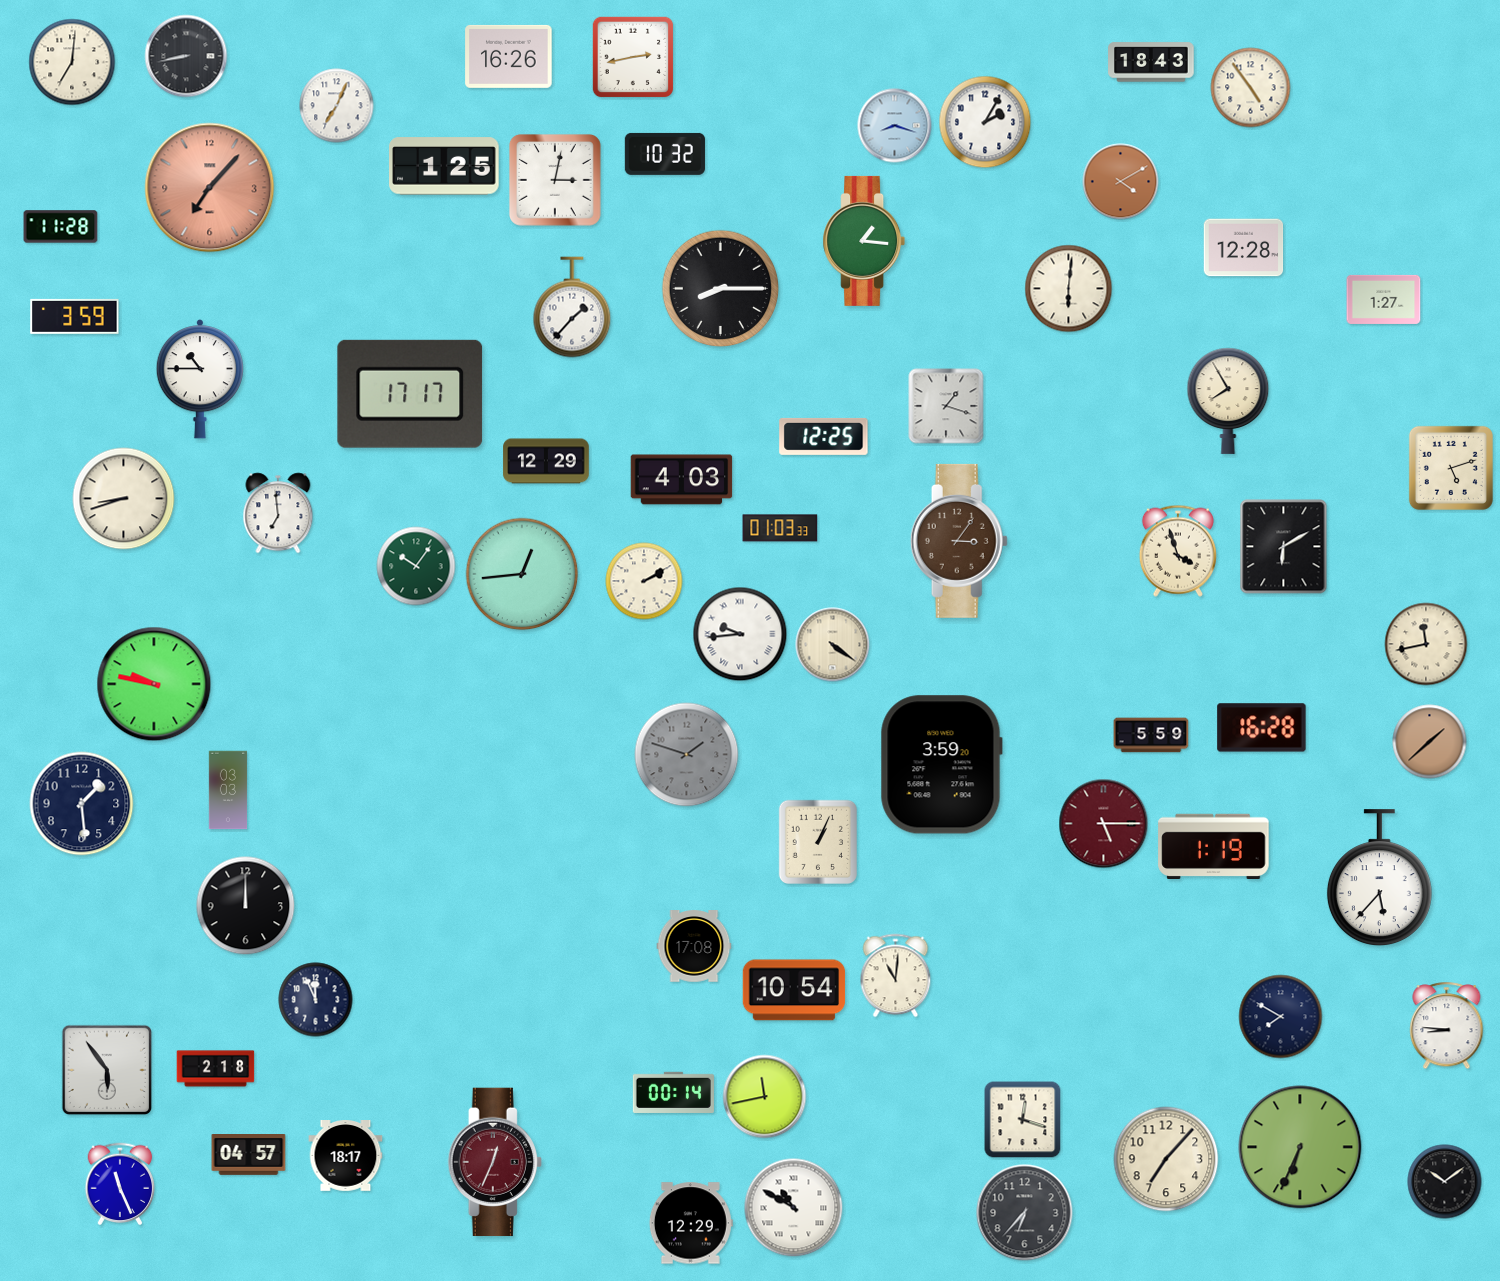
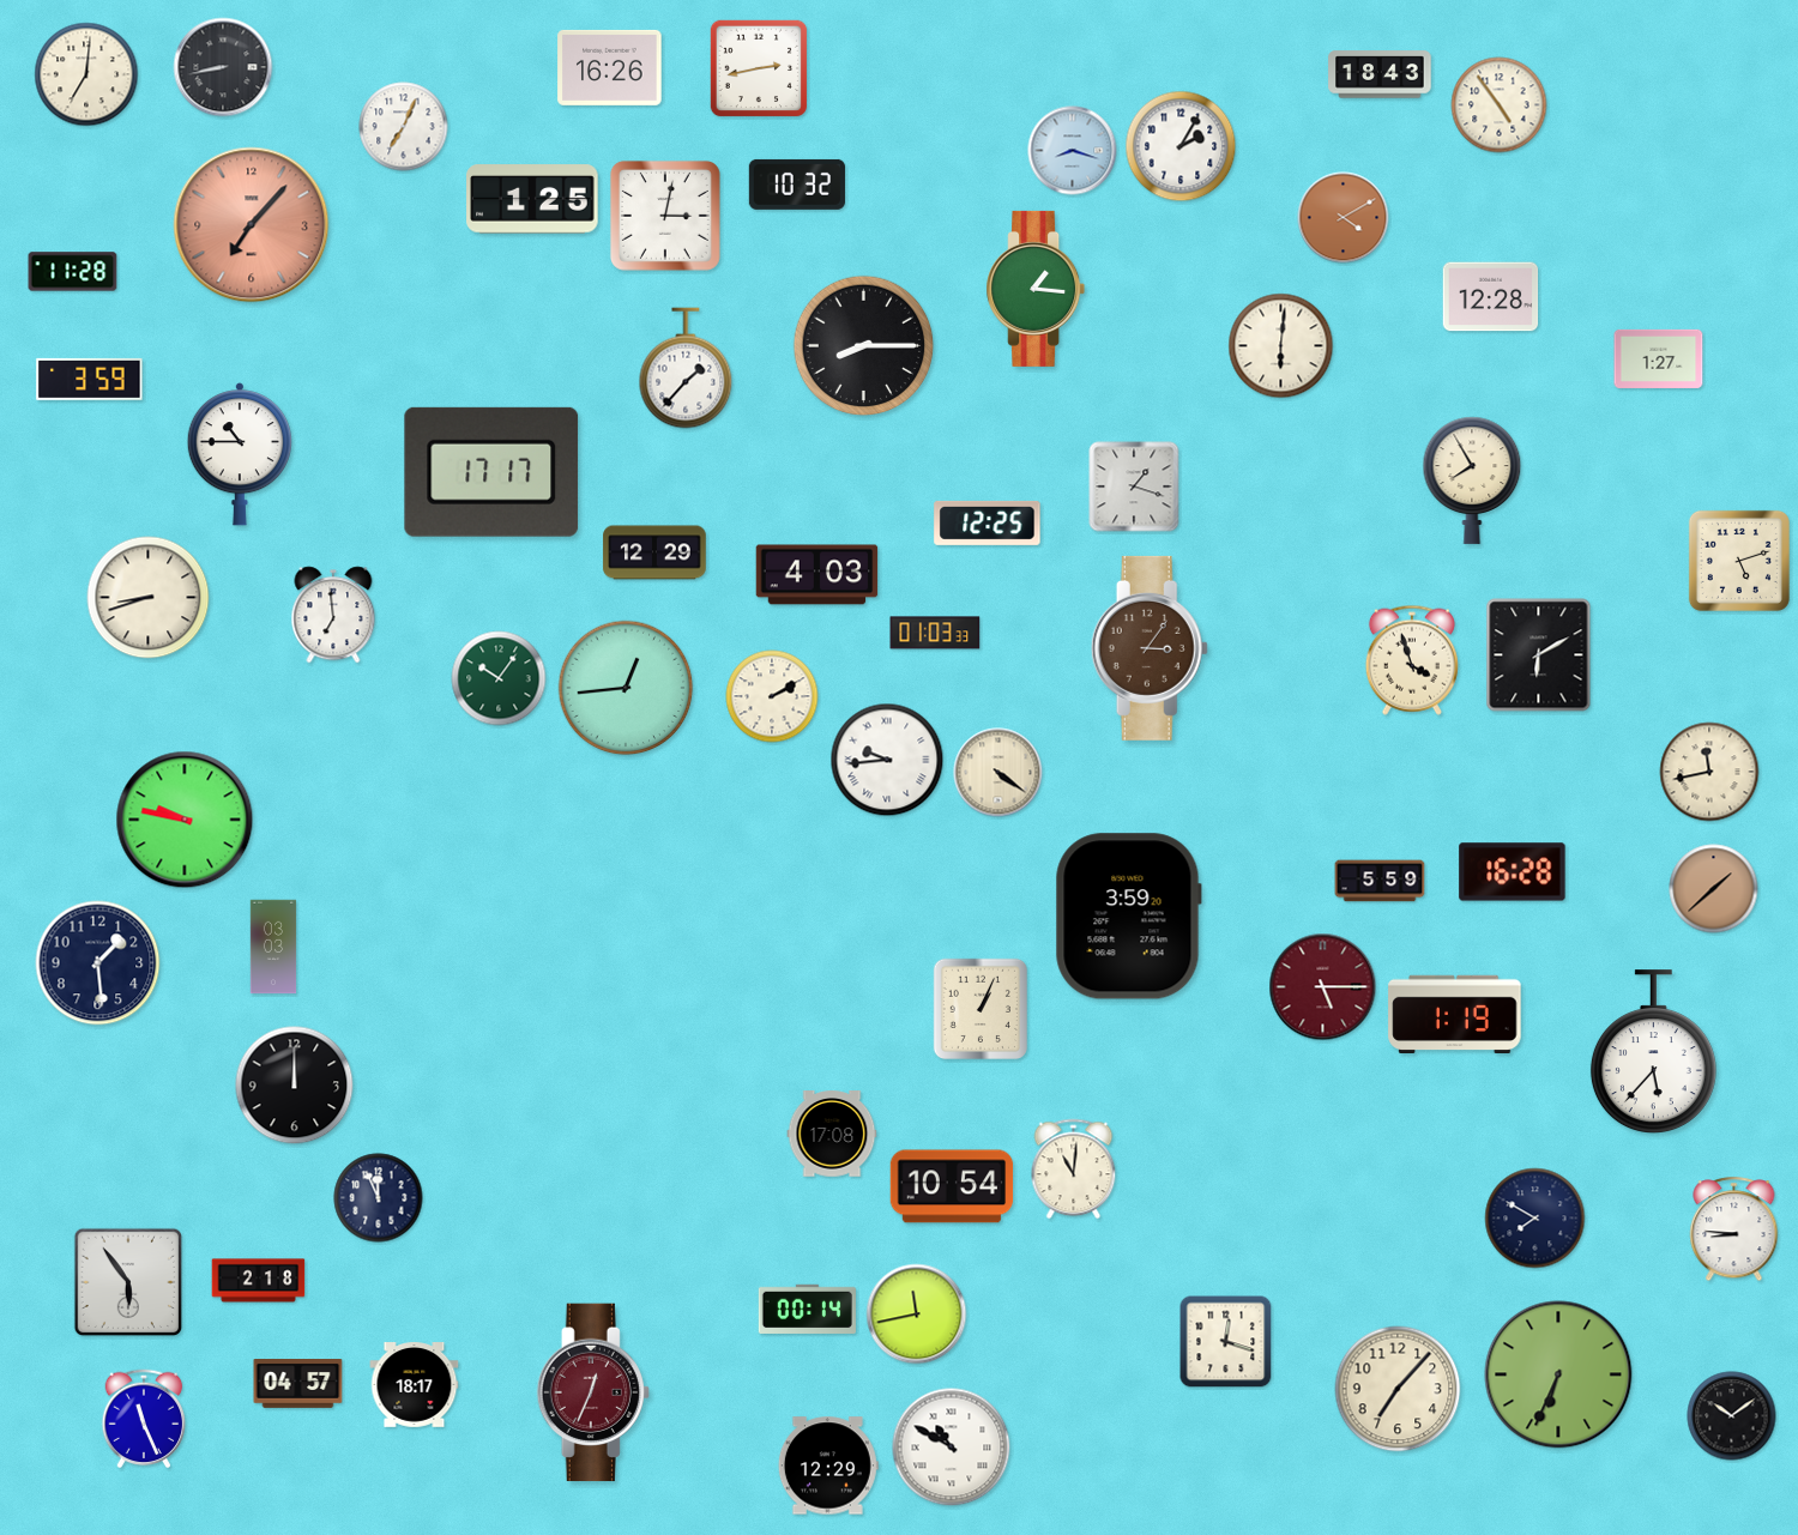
clock at (687, 755): 1:48 -> none
clock at (1025, 1213): 6:37 -> none
